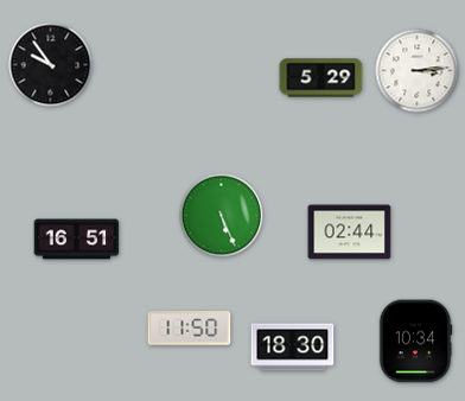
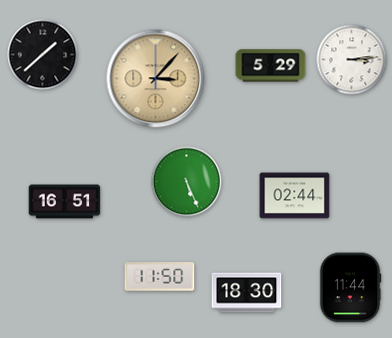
clock at (51, 65): 9:54 -> 1:38
clock at (156, 79): none -> 3:07
clock at (415, 342): 10:34 -> 11:44
